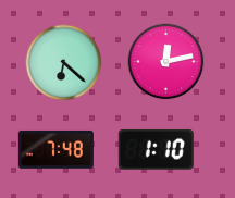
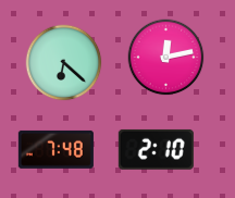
clock at (166, 62) position: (166, 62) -> (166, 58)
clock at (156, 149): 1:10 -> 2:10
